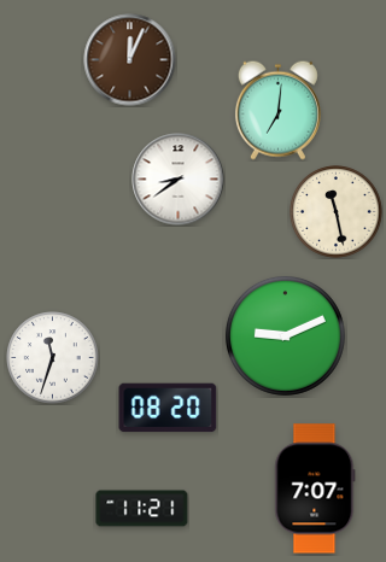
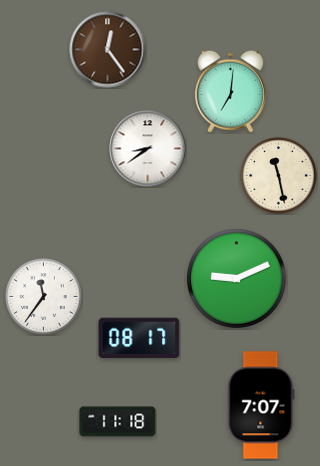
clock at (130, 60): 12:04 -> 12:24
clock at (53, 358): 11:33 -> 11:36
clock at (168, 408): 08:20 -> 08:17
clock at (142, 509): 11:21 -> 11:18
